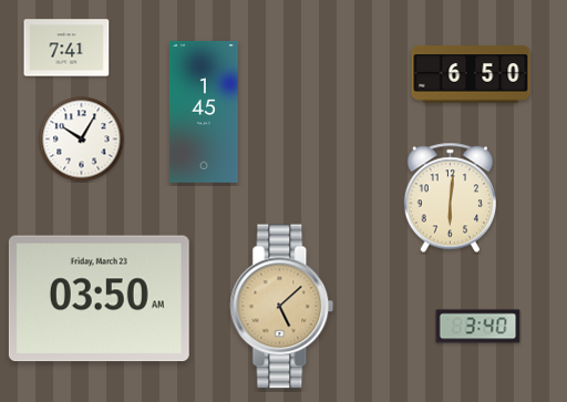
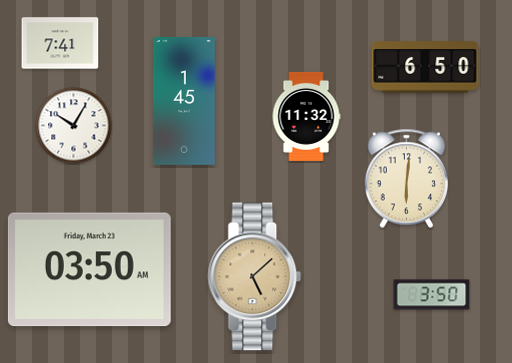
clock at (306, 116): none -> 11:32
clock at (478, 327): 3:40 -> 3:50
